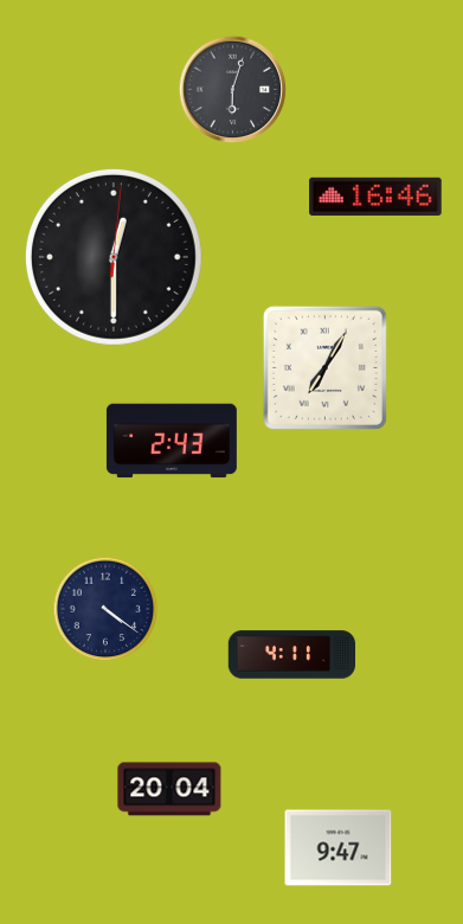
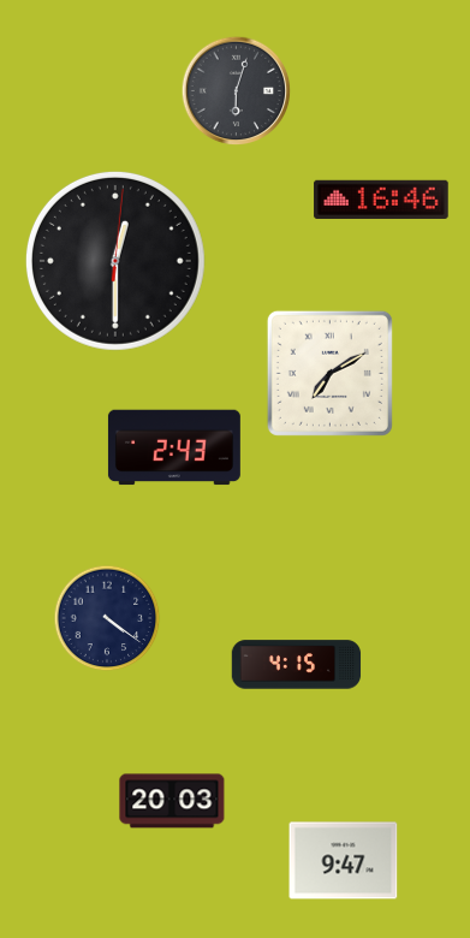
clock at (324, 367): 7:05 -> 7:10
clock at (292, 655): 4:11 -> 4:15
clock at (169, 789): 20:04 -> 20:03
